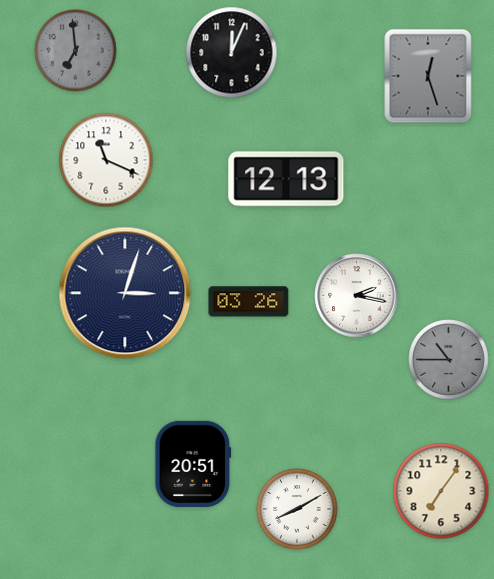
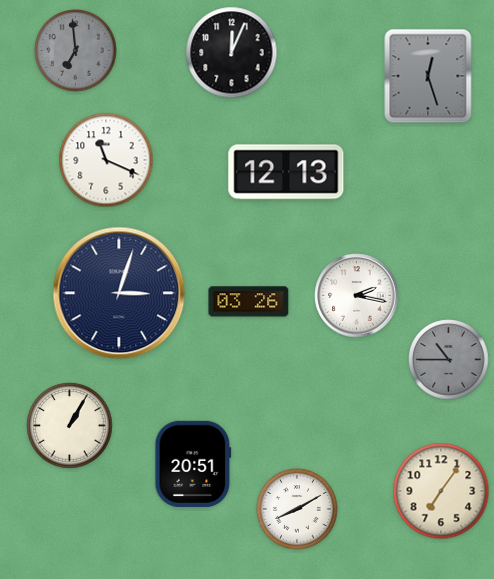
clock at (286, 179) position: (286, 179) -> (286, 172)
clock at (125, 293) position: (125, 293) -> (119, 293)
clock at (70, 426): none -> 1:05
